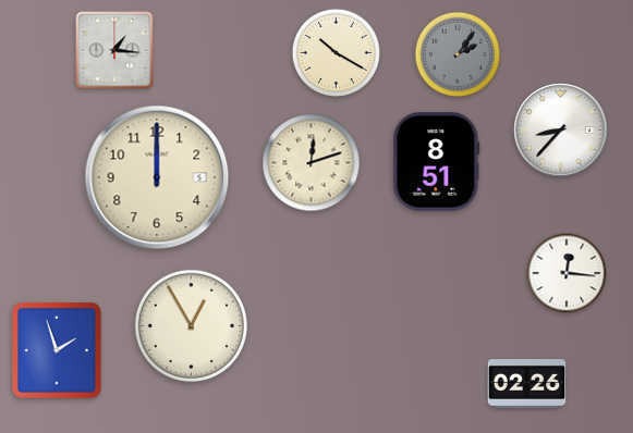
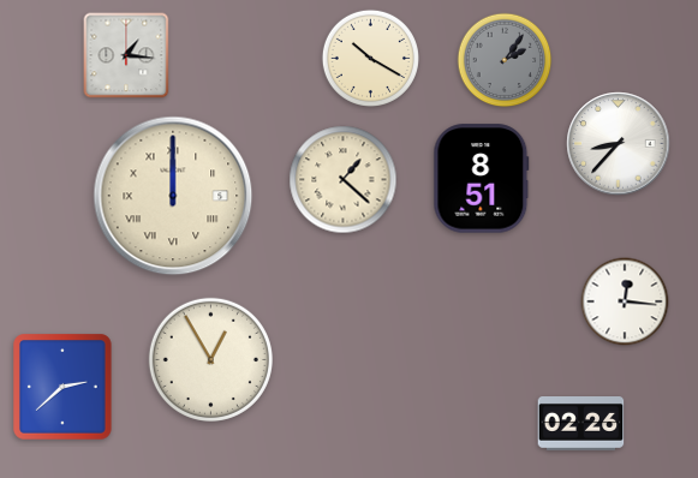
clock at (312, 163): 12:12 -> 1:22
clock at (157, 177) numerals: Arabic -> Roman
clock at (58, 351): 1:57 -> 2:38
